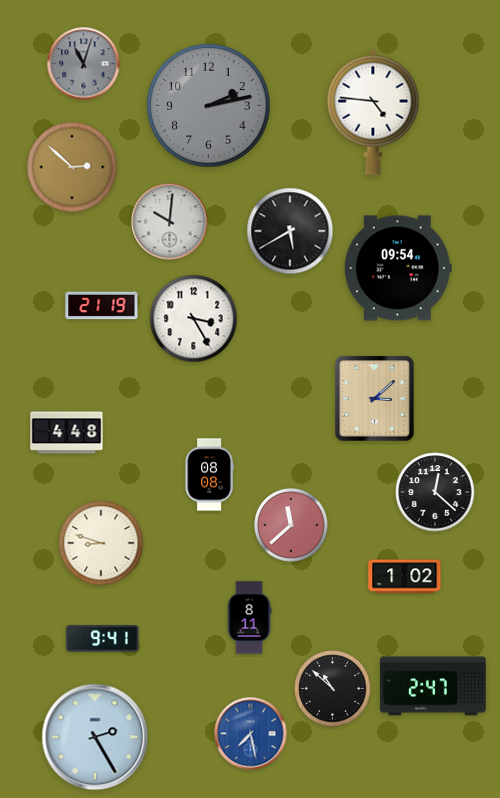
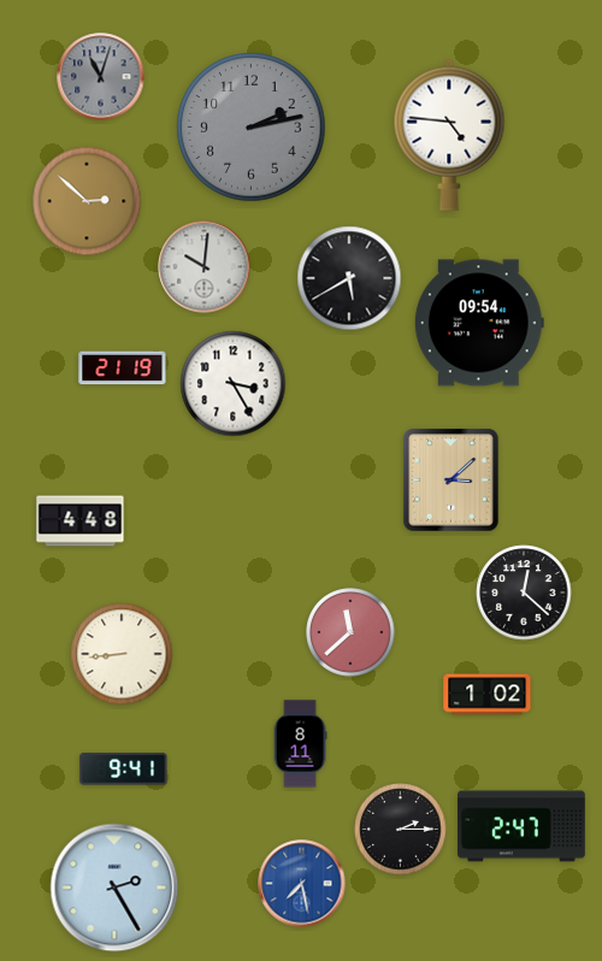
clock at (209, 475): 08:08 -> none
clock at (101, 543): 8:48 -> 8:44
clock at (333, 689): 10:52 -> 2:15
